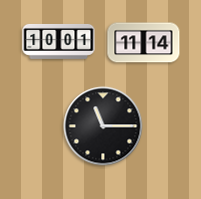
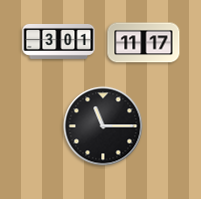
clock at (59, 41): 10:01 -> 3:01
clock at (144, 43): 11:14 -> 11:17
